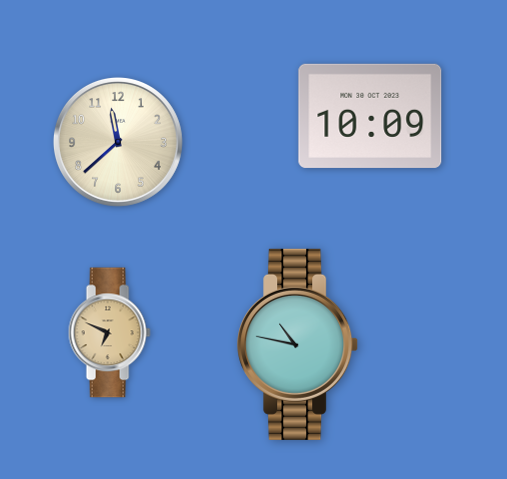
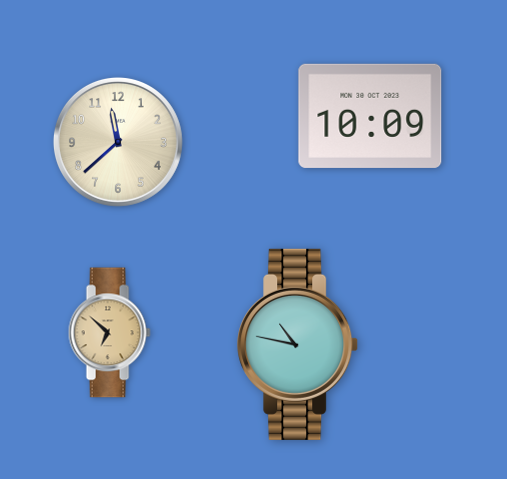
clock at (109, 333): 6:49 -> 6:52
